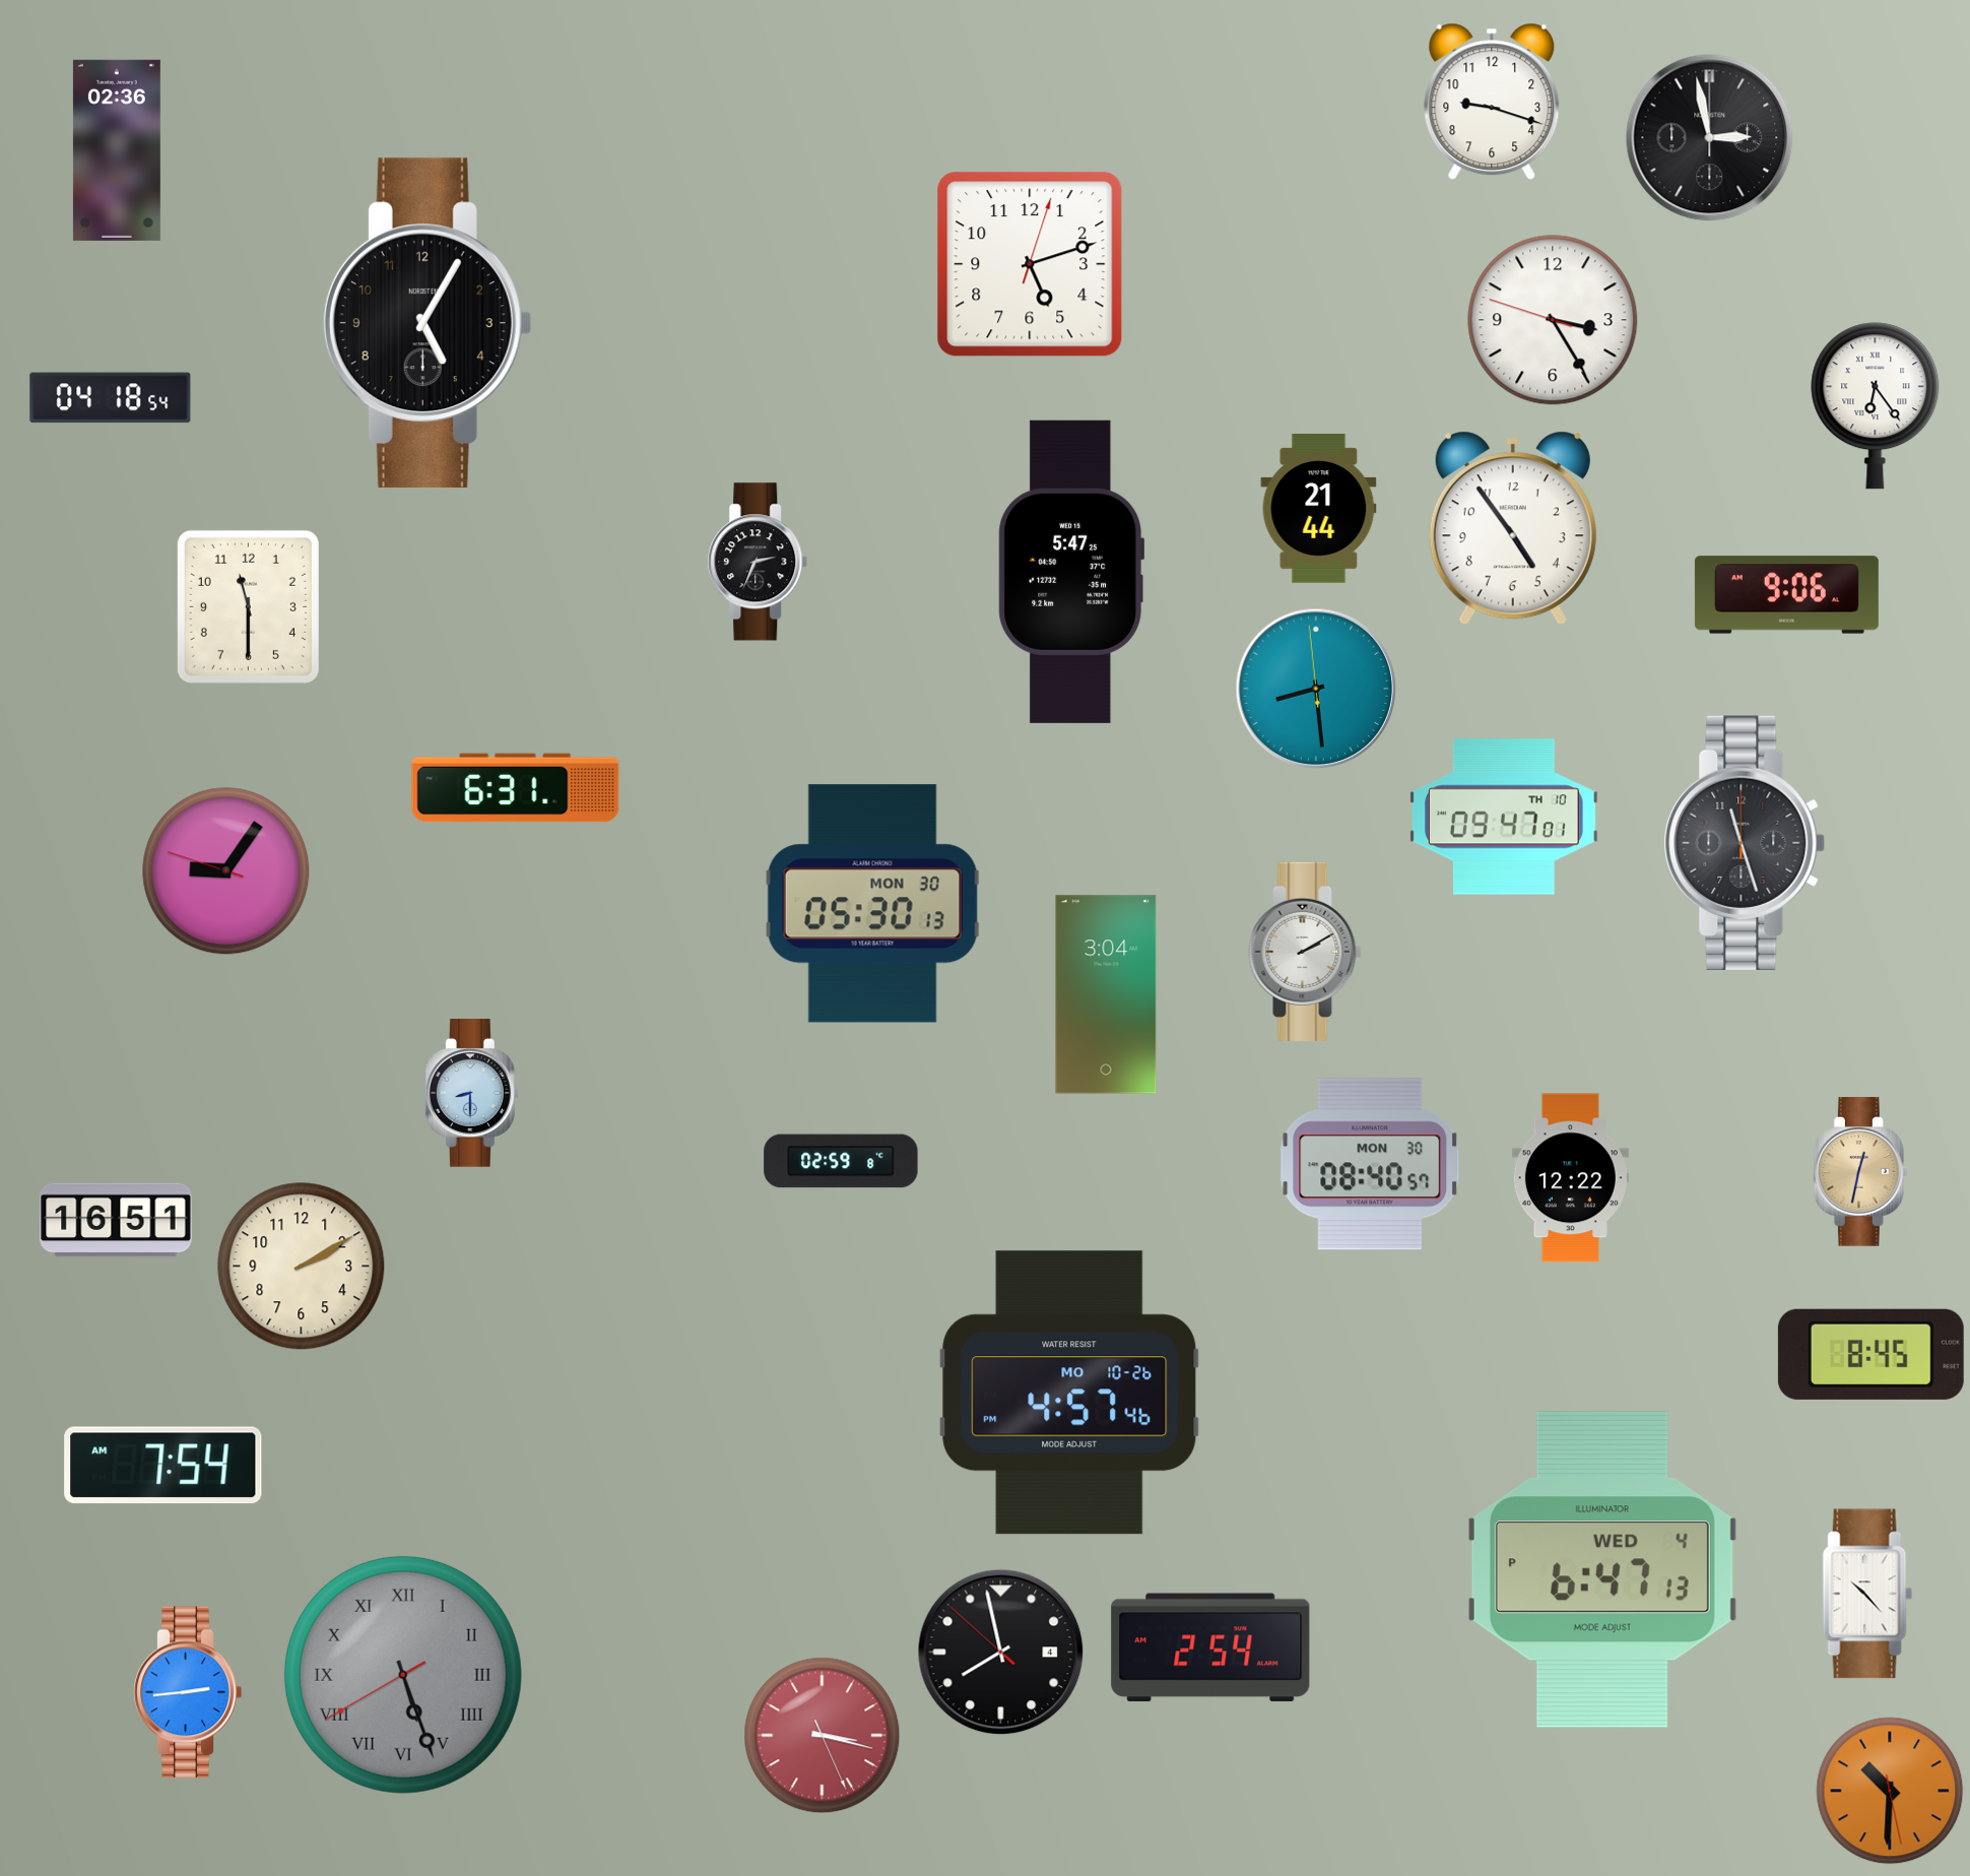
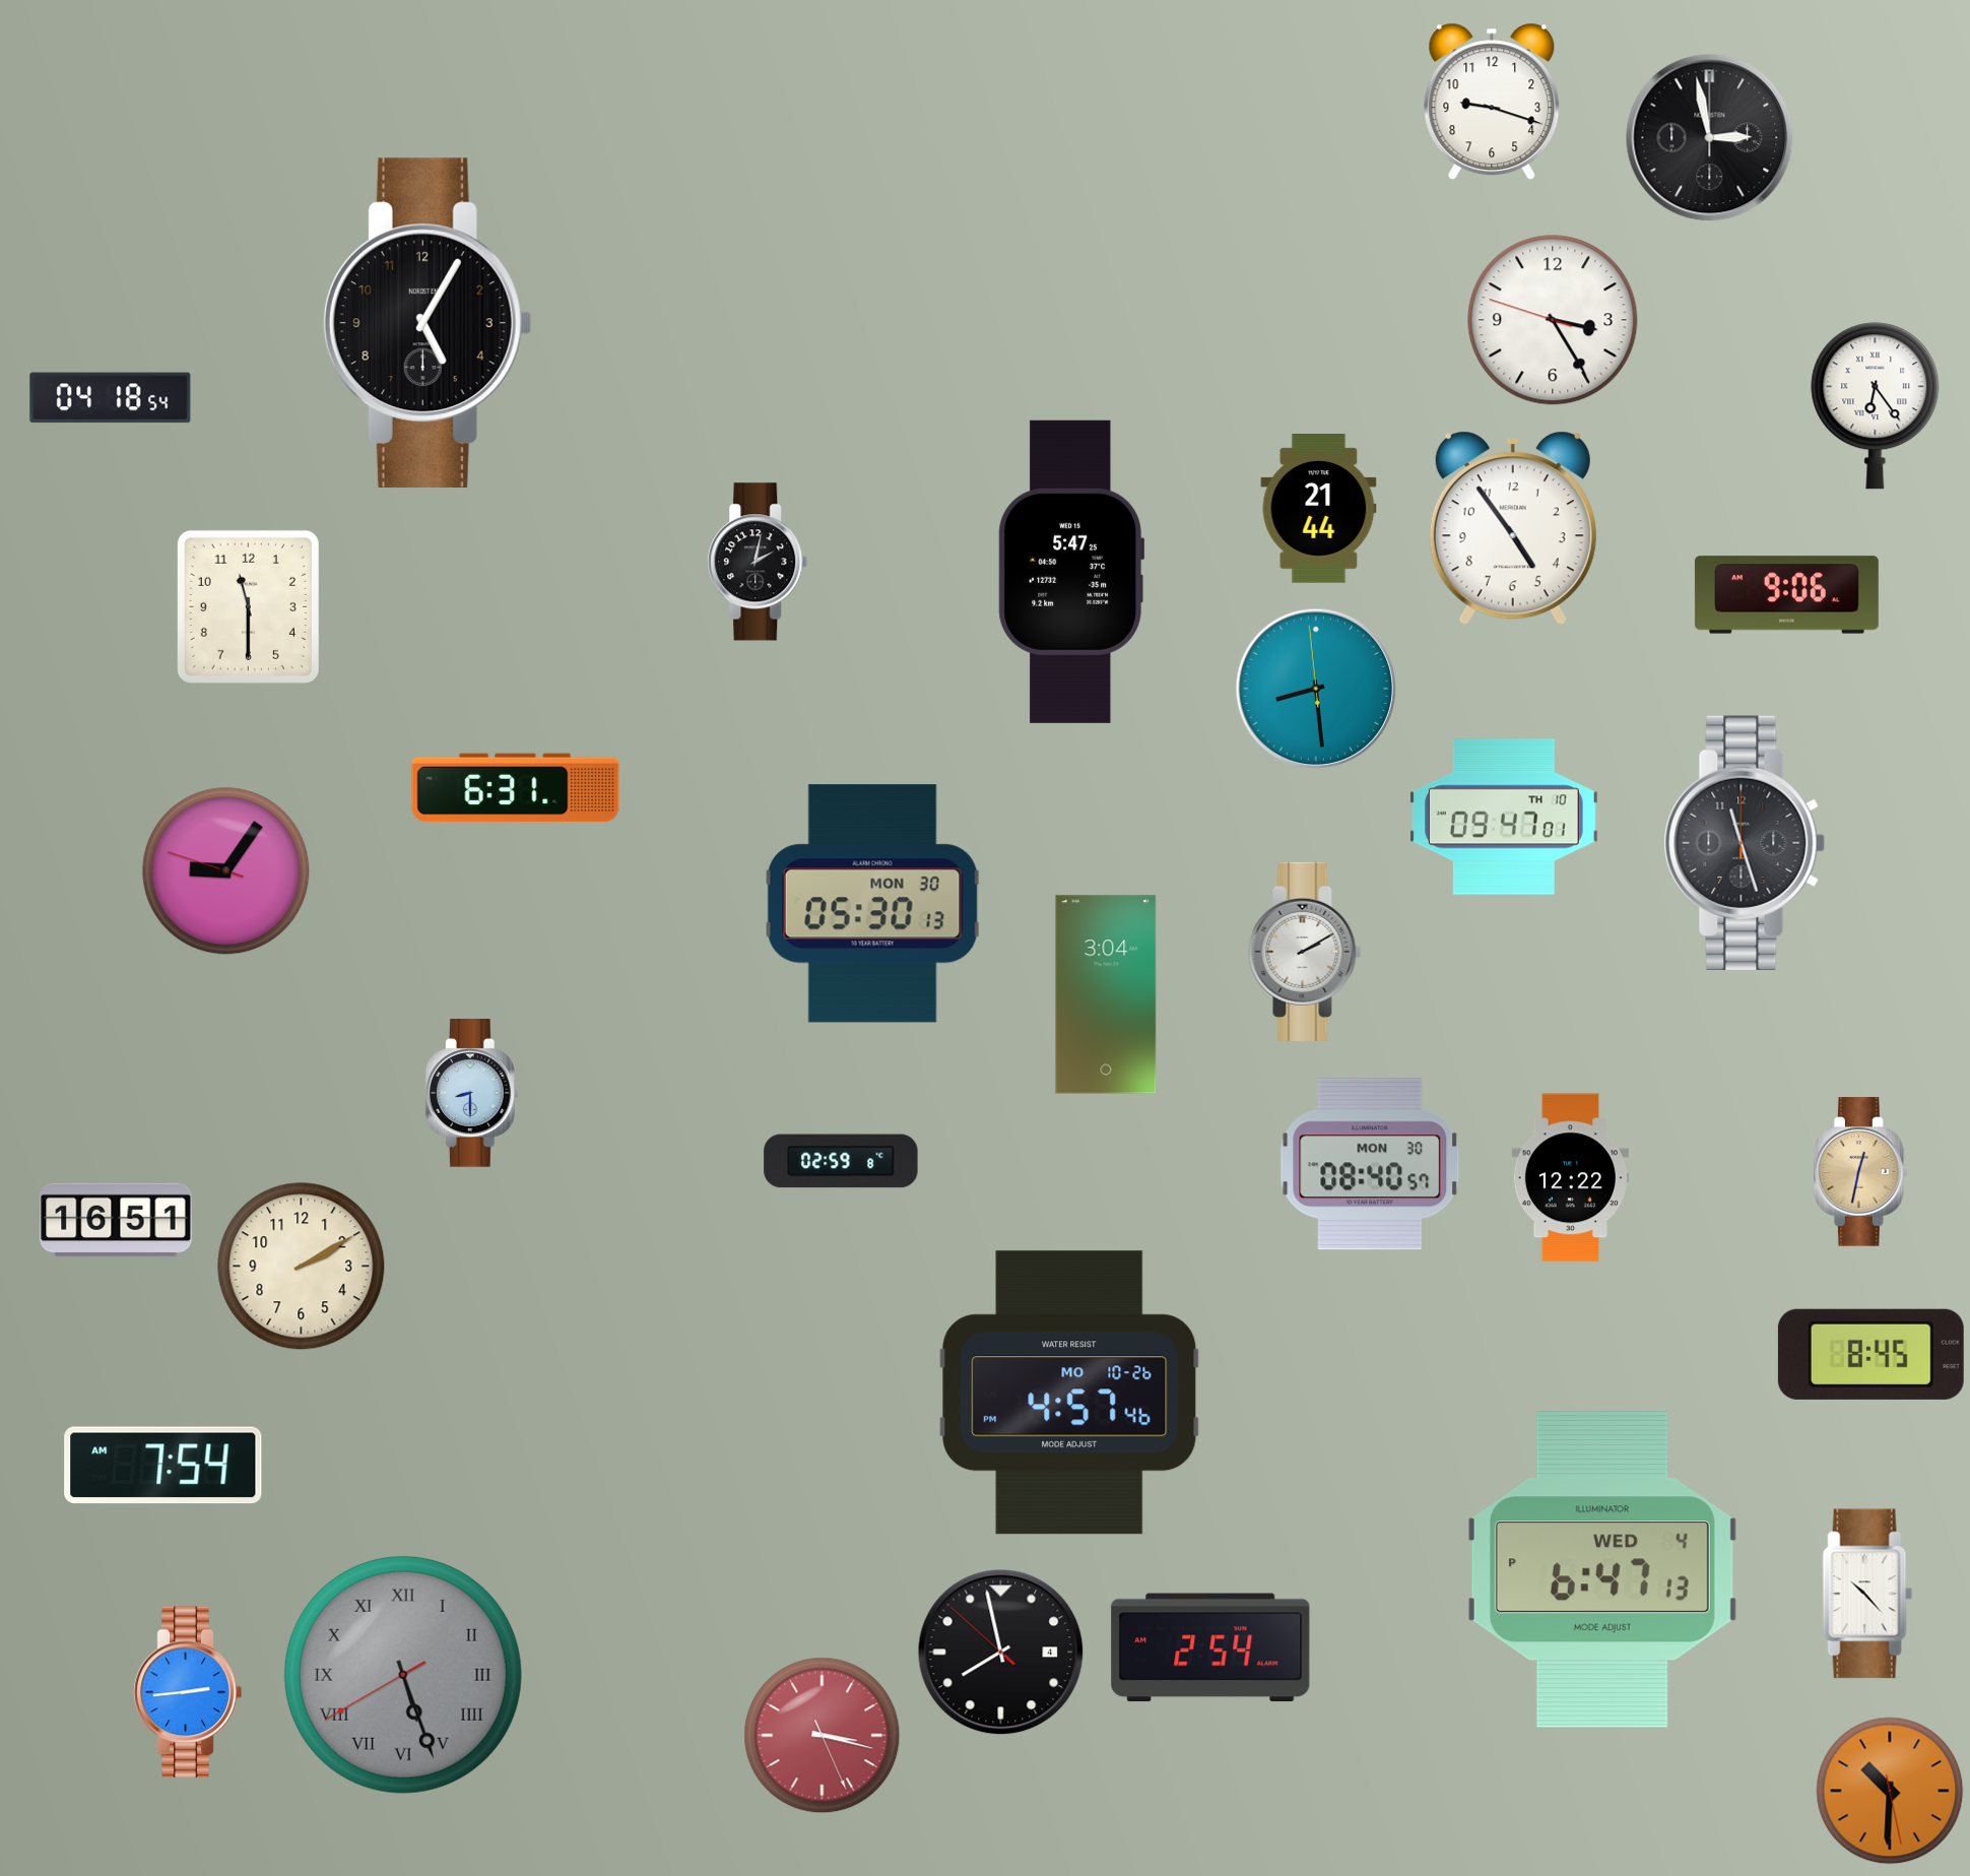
clock at (117, 150): 02:36 -> none
clock at (1030, 264): 5:12 -> none
clock at (758, 562): 2:34 -> 2:02
